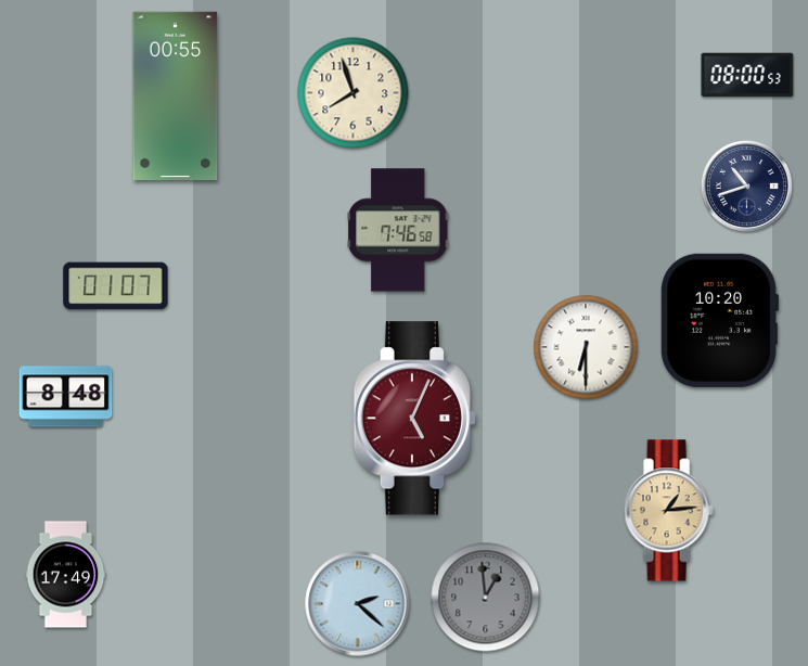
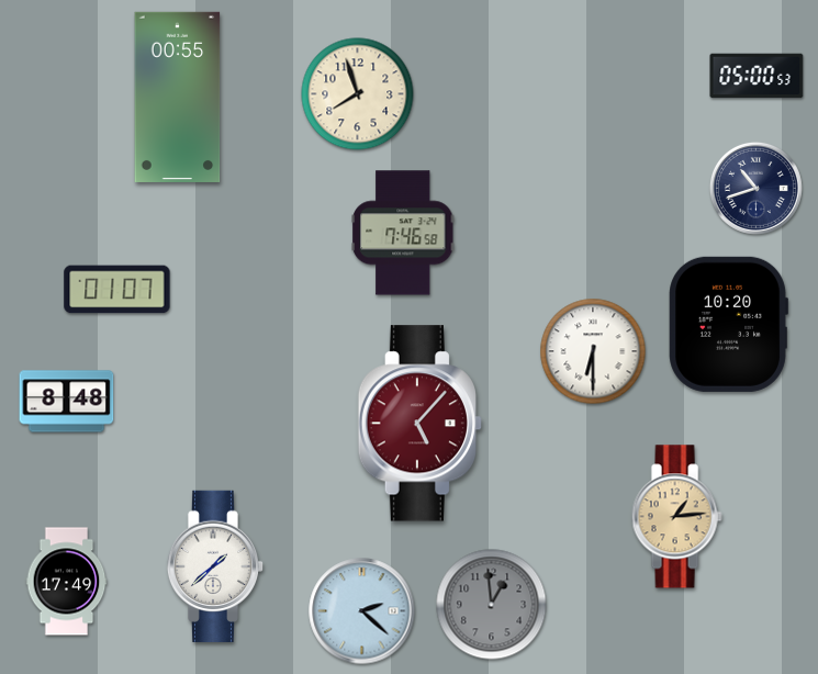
clock at (747, 75): 08:00 -> 05:00
clock at (414, 419): 5:04 -> 5:07
clock at (215, 566): none -> 1:38
